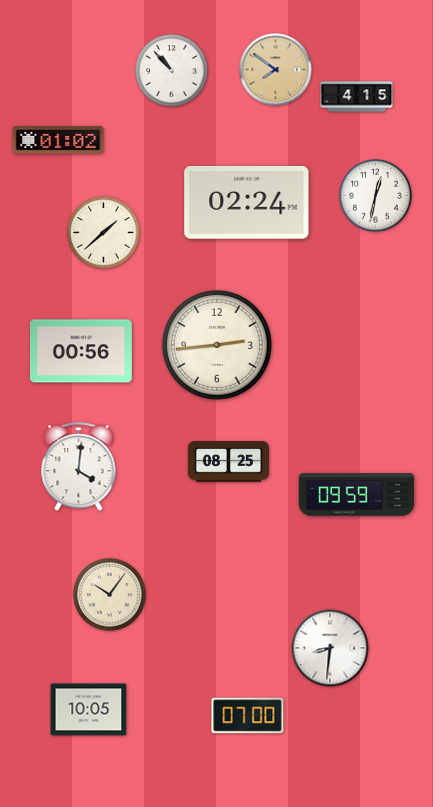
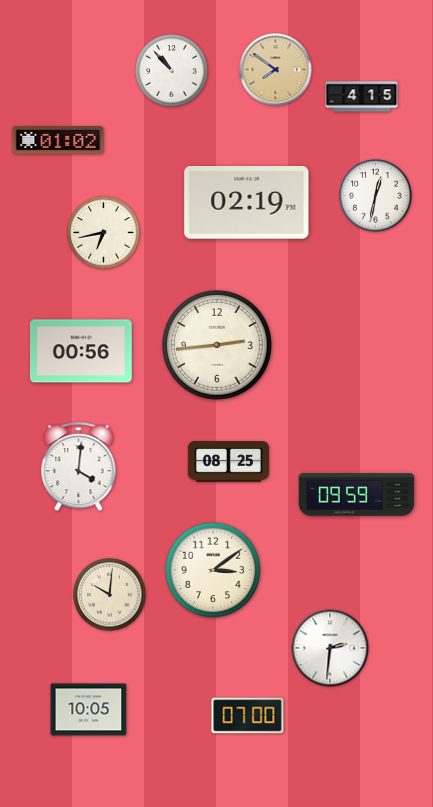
clock at (357, 97) position: (357, 97) -> (362, 97)
clock at (247, 203): 02:24 -> 02:19
clock at (104, 233): 1:38 -> 6:43
clock at (213, 570): none -> 3:09
clock at (110, 595): 10:06 -> 10:01
clock at (330, 648): 8:31 -> 2:31
